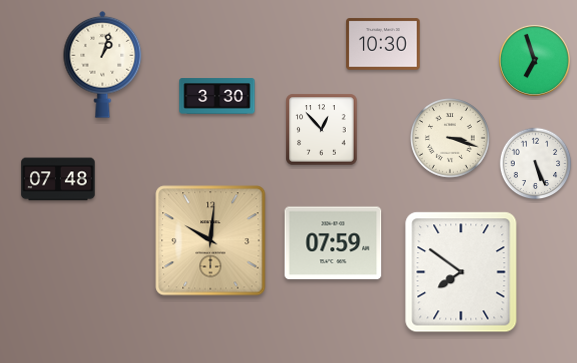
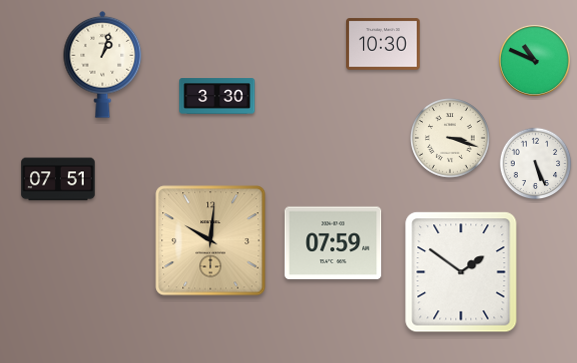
clock at (534, 60): 6:57 -> 10:49
clock at (322, 130): 12:53 -> none
clock at (58, 179): 07:48 -> 07:51
clock at (461, 272): 7:51 -> 1:51
